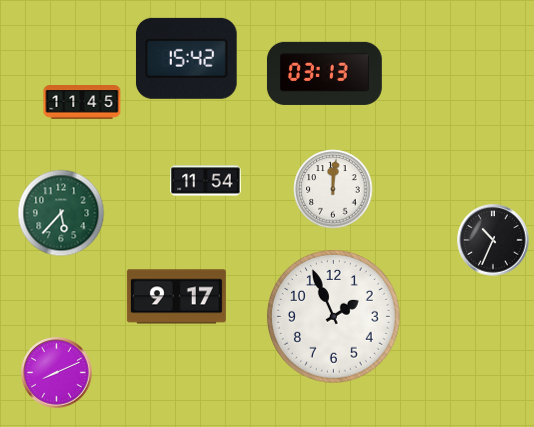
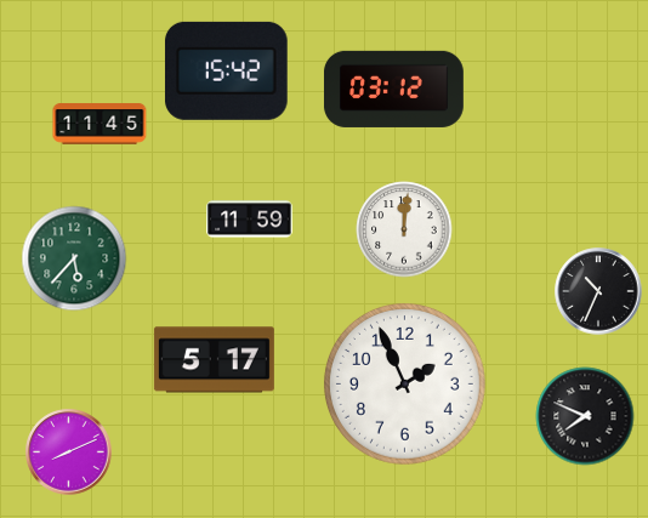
clock at (324, 73): 03:13 -> 03:12
clock at (206, 181): 11:54 -> 11:59
clock at (176, 297): 9:17 -> 5:17
clock at (585, 416): none -> 7:49
